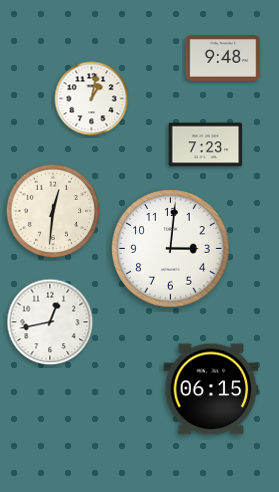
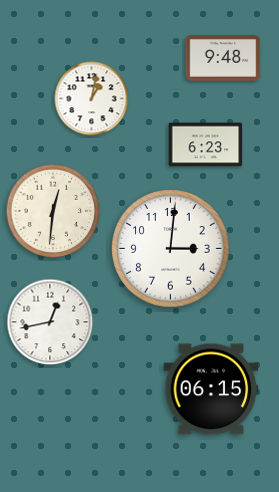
clock at (206, 145): 7:23 -> 6:23
